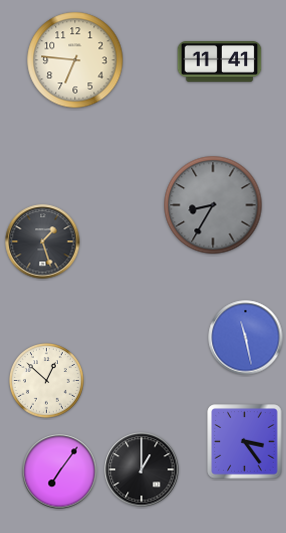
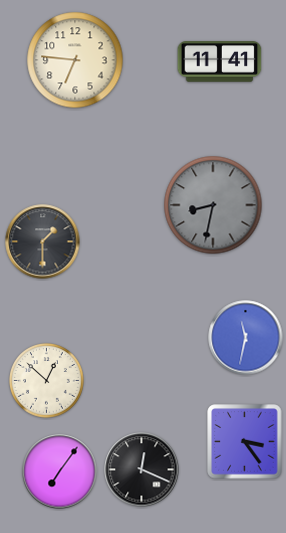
clock at (213, 205): 8:35 -> 8:32
clock at (43, 242): 1:27 -> 1:30
clock at (246, 338): 11:28 -> 11:32
clock at (142, 470): 1:00 -> 12:19
